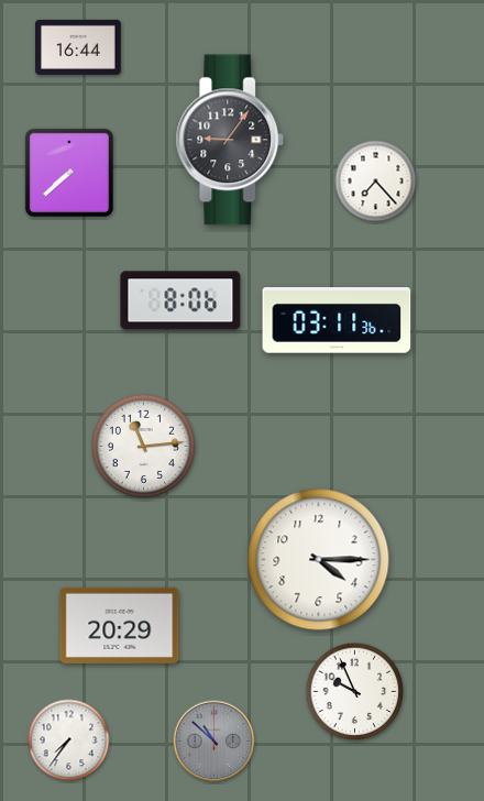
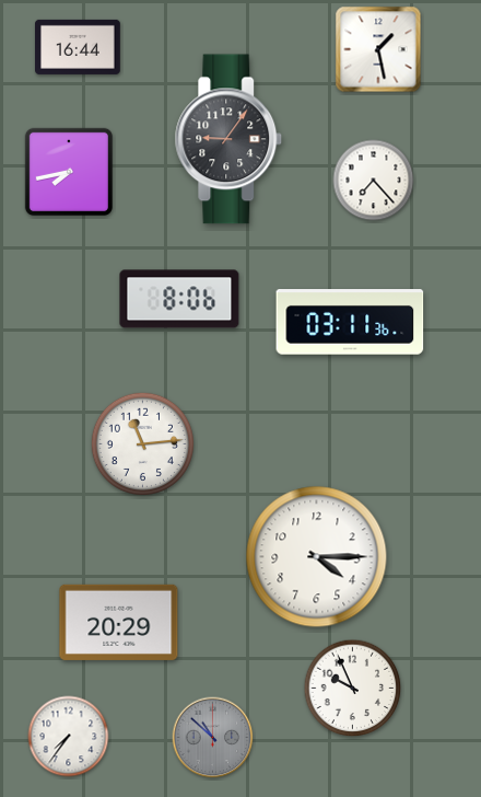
clock at (378, 49): none -> 1:28
clock at (69, 173): 7:38 -> 7:43
clock at (337, 320) position: (337, 320) -> (350, 322)
